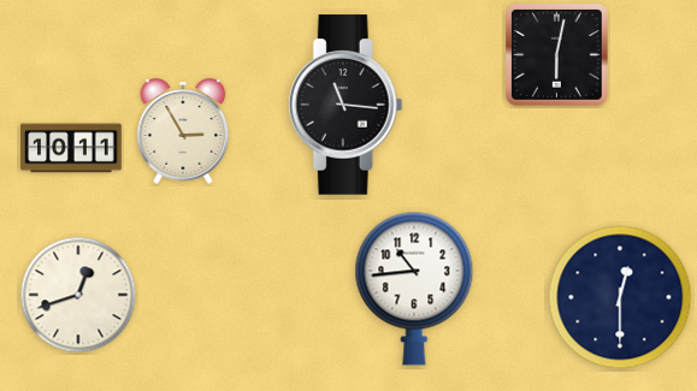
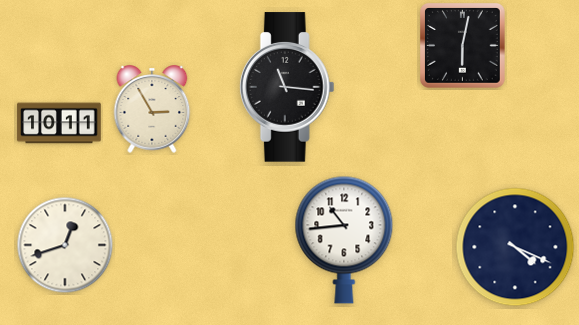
clock at (620, 297): 12:30 -> 4:19
